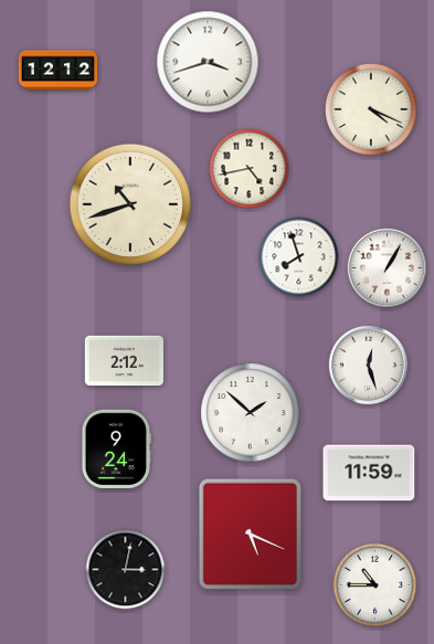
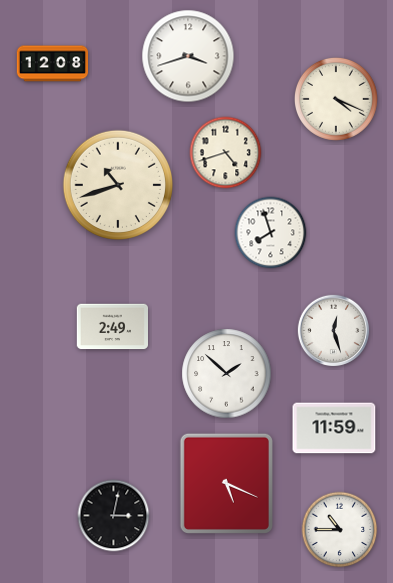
clock at (57, 71): 12:12 -> 12:08
clock at (250, 169): 4:43 -> 4:42
clock at (388, 268): 1:05 -> none
clock at (124, 361): 2:12 -> 2:49
clock at (116, 448): 9:24 -> none
